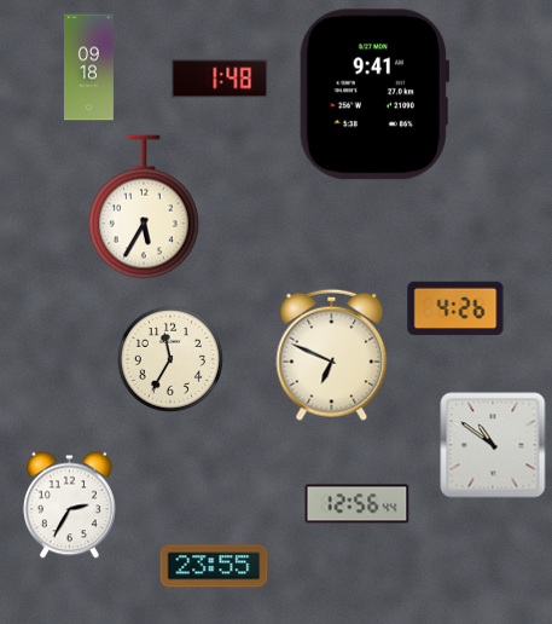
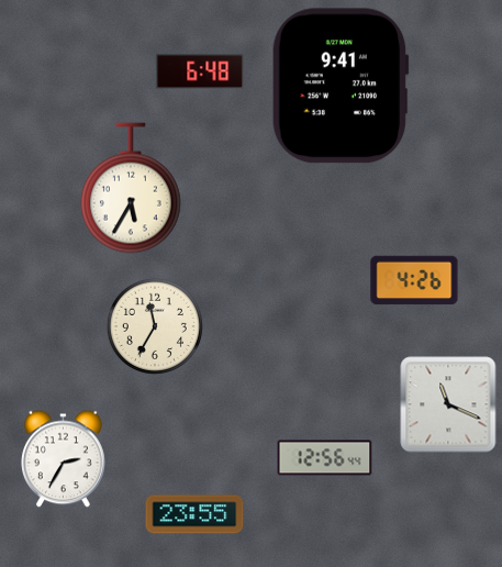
clock at (88, 68): 09:18 -> none
clock at (220, 79): 1:48 -> 6:48
clock at (332, 354): 6:49 -> none
clock at (493, 445): 10:51 -> 11:19
